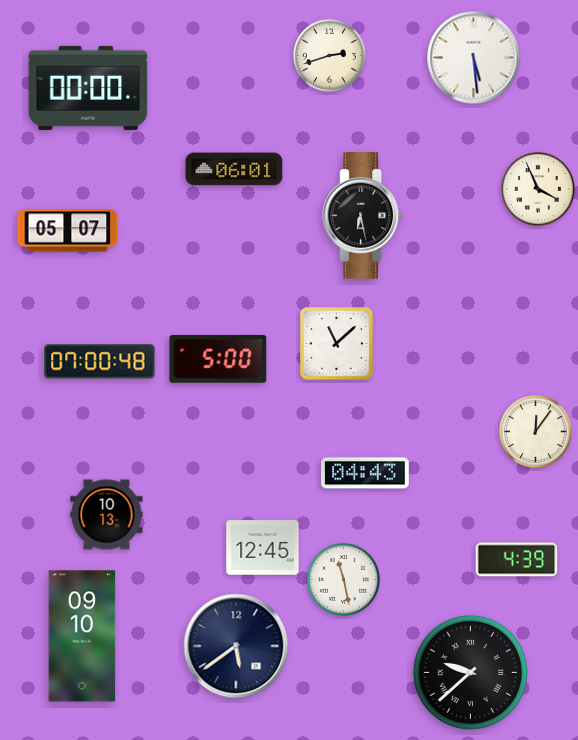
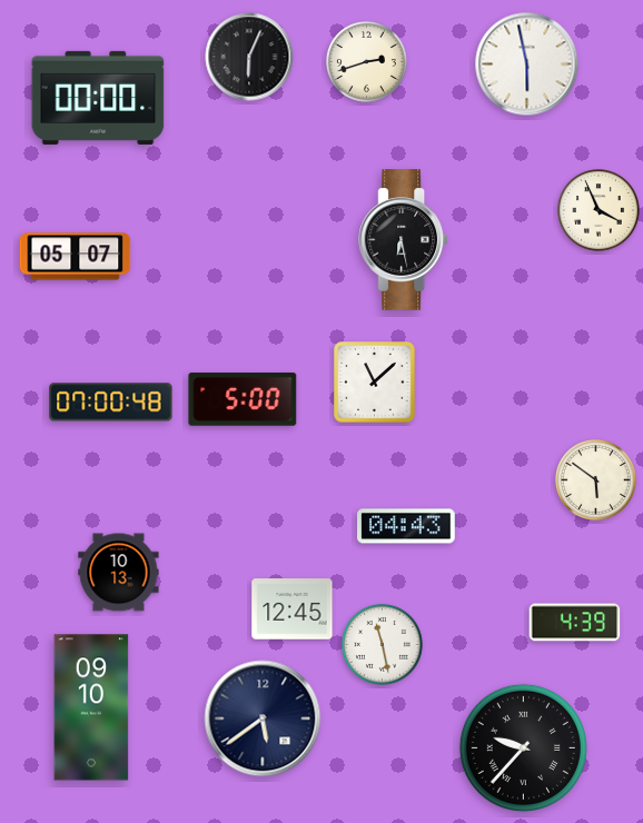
clock at (249, 57): none -> 6:04
clock at (474, 58): 5:29 -> 5:58
clock at (234, 169): 06:01 -> none
clock at (535, 431): 12:06 -> 5:51
clock at (470, 672): 9:38 -> 9:37
